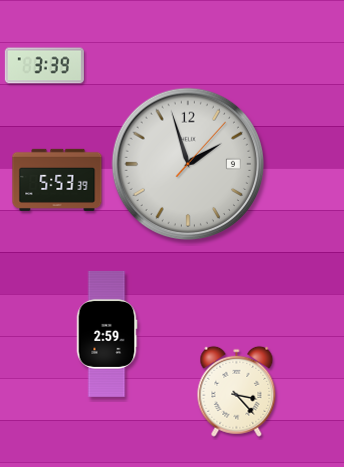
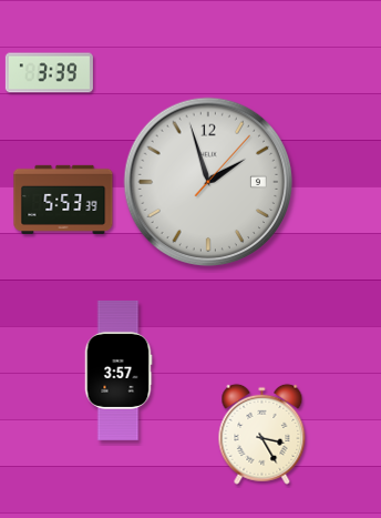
clock at (107, 334): 2:59 -> 3:57
clock at (237, 391): 3:23 -> 3:25
